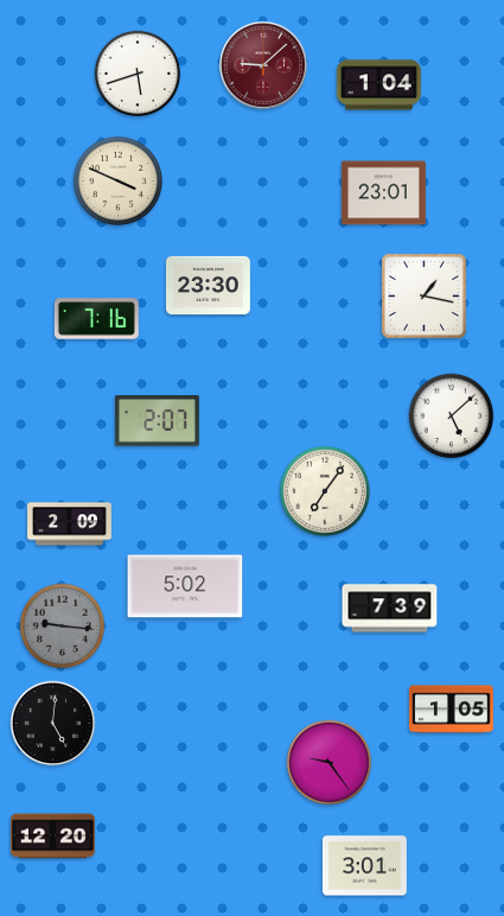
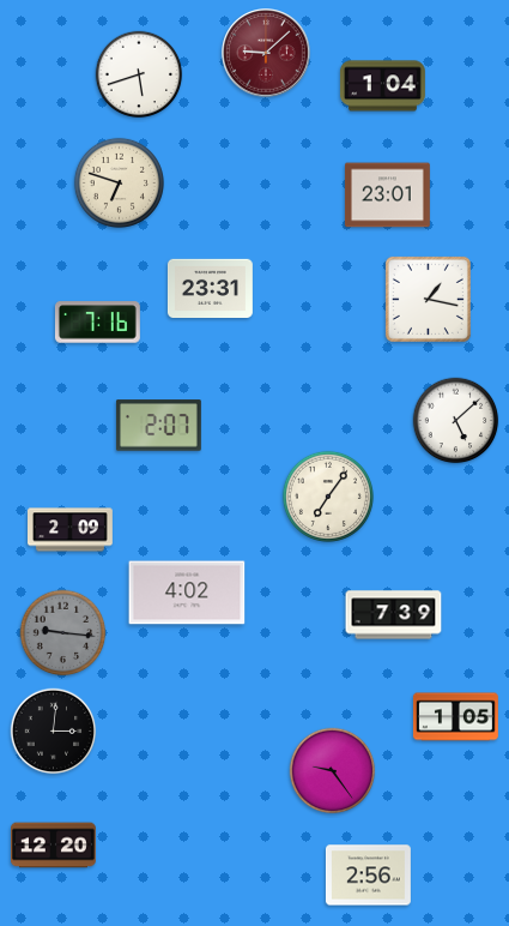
clock at (263, 65) position: (263, 65) -> (266, 53)
clock at (117, 180): 3:49 -> 6:48
clock at (208, 285): 23:30 -> 23:31
clock at (185, 586): 5:02 -> 4:02
clock at (53, 724): 5:01 -> 3:01
clock at (364, 866): 3:01 -> 2:56
